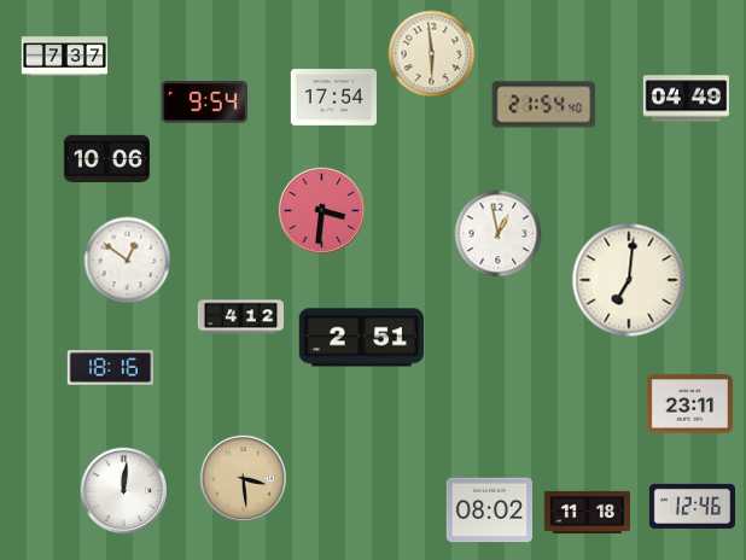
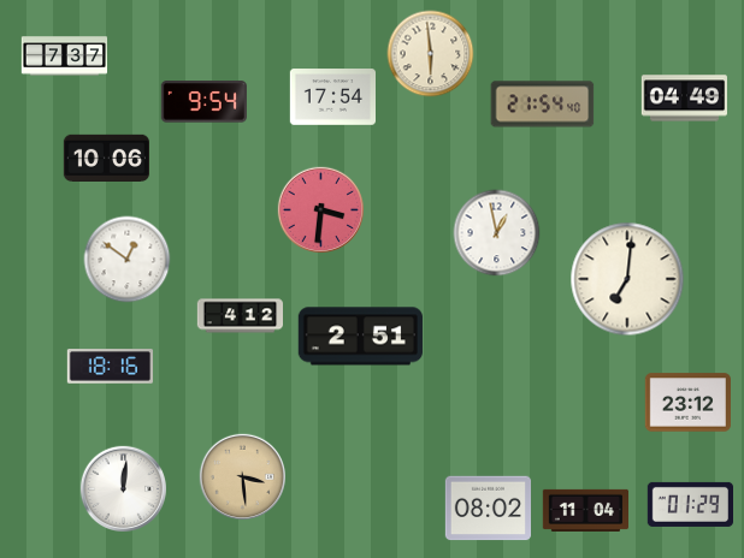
clock at (689, 404): 23:11 -> 23:12
clock at (692, 506): 12:46 -> 01:29
clock at (587, 512): 11:18 -> 11:04
